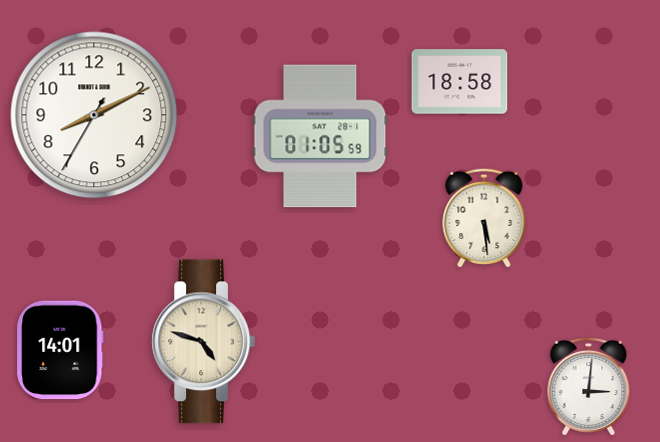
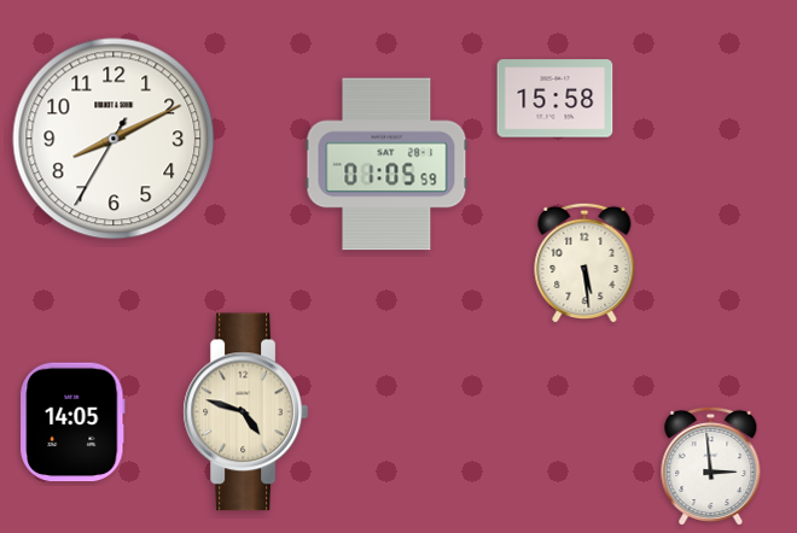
clock at (460, 82): 18:58 -> 15:58
clock at (60, 350): 14:01 -> 14:05
clock at (589, 386): 3:01 -> 2:59
